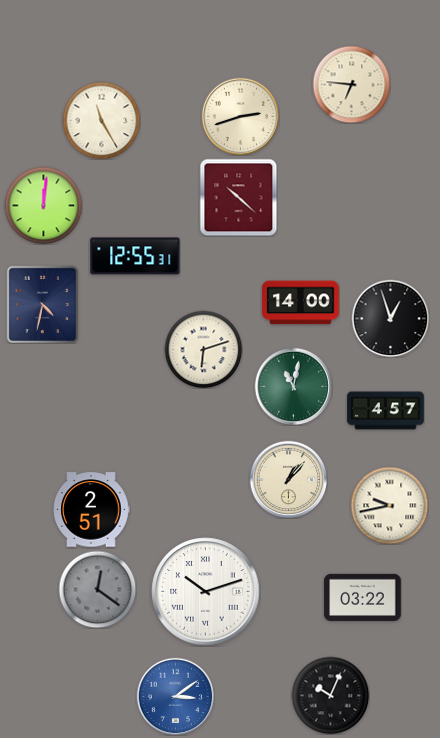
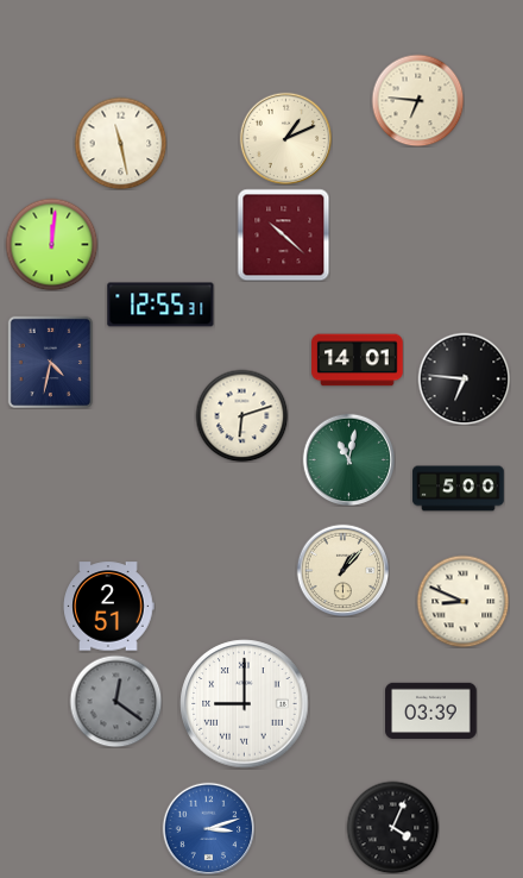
clock at (240, 116): 2:42 -> 1:11
clock at (101, 120): 11:25 -> 11:28
clock at (301, 303): 14:00 -> 14:01
clock at (390, 318): 12:57 -> 6:46
clock at (386, 411): 4:57 -> 5:00
clock at (389, 505): 9:43 -> 8:49
clock at (206, 592): 10:12 -> 9:00
clock at (363, 597): 03:22 -> 03:39
clock at (330, 695): 10:04 -> 4:04
clock at (175, 696): 3:09 -> 3:12
